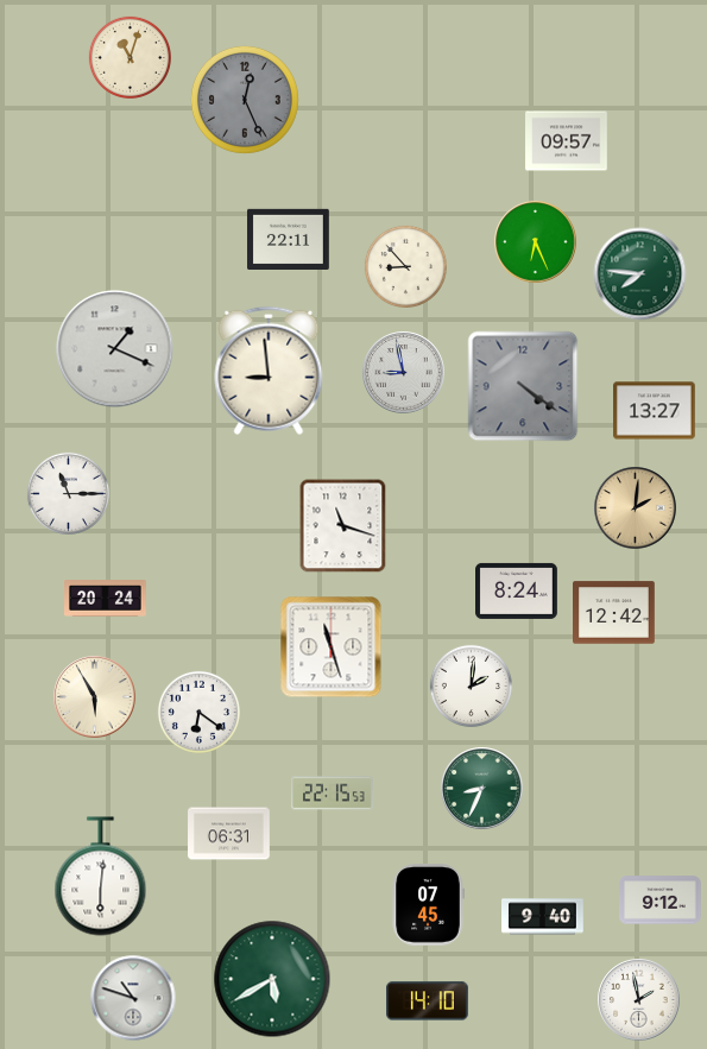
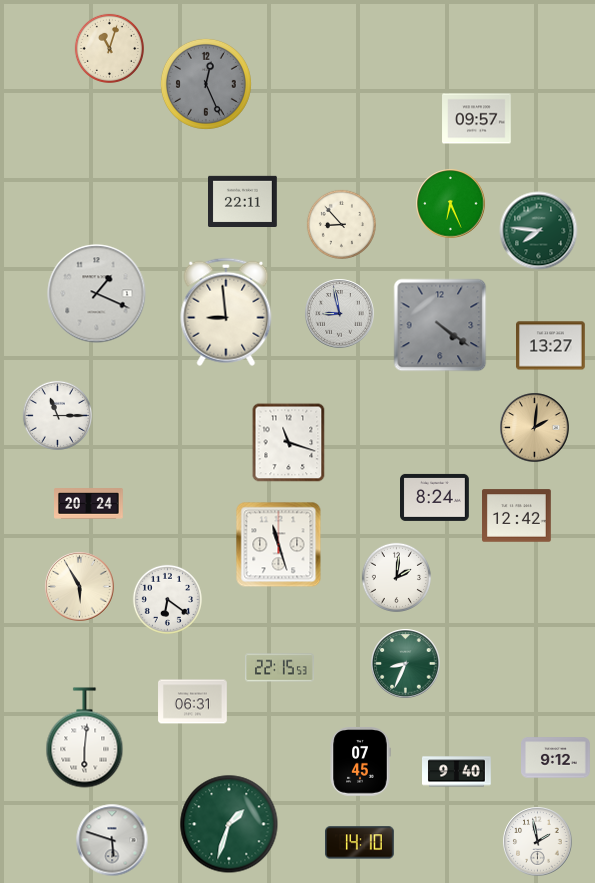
clock at (272, 979): 5:40 -> 1:33
clock at (133, 998): 10:48 -> 5:48
